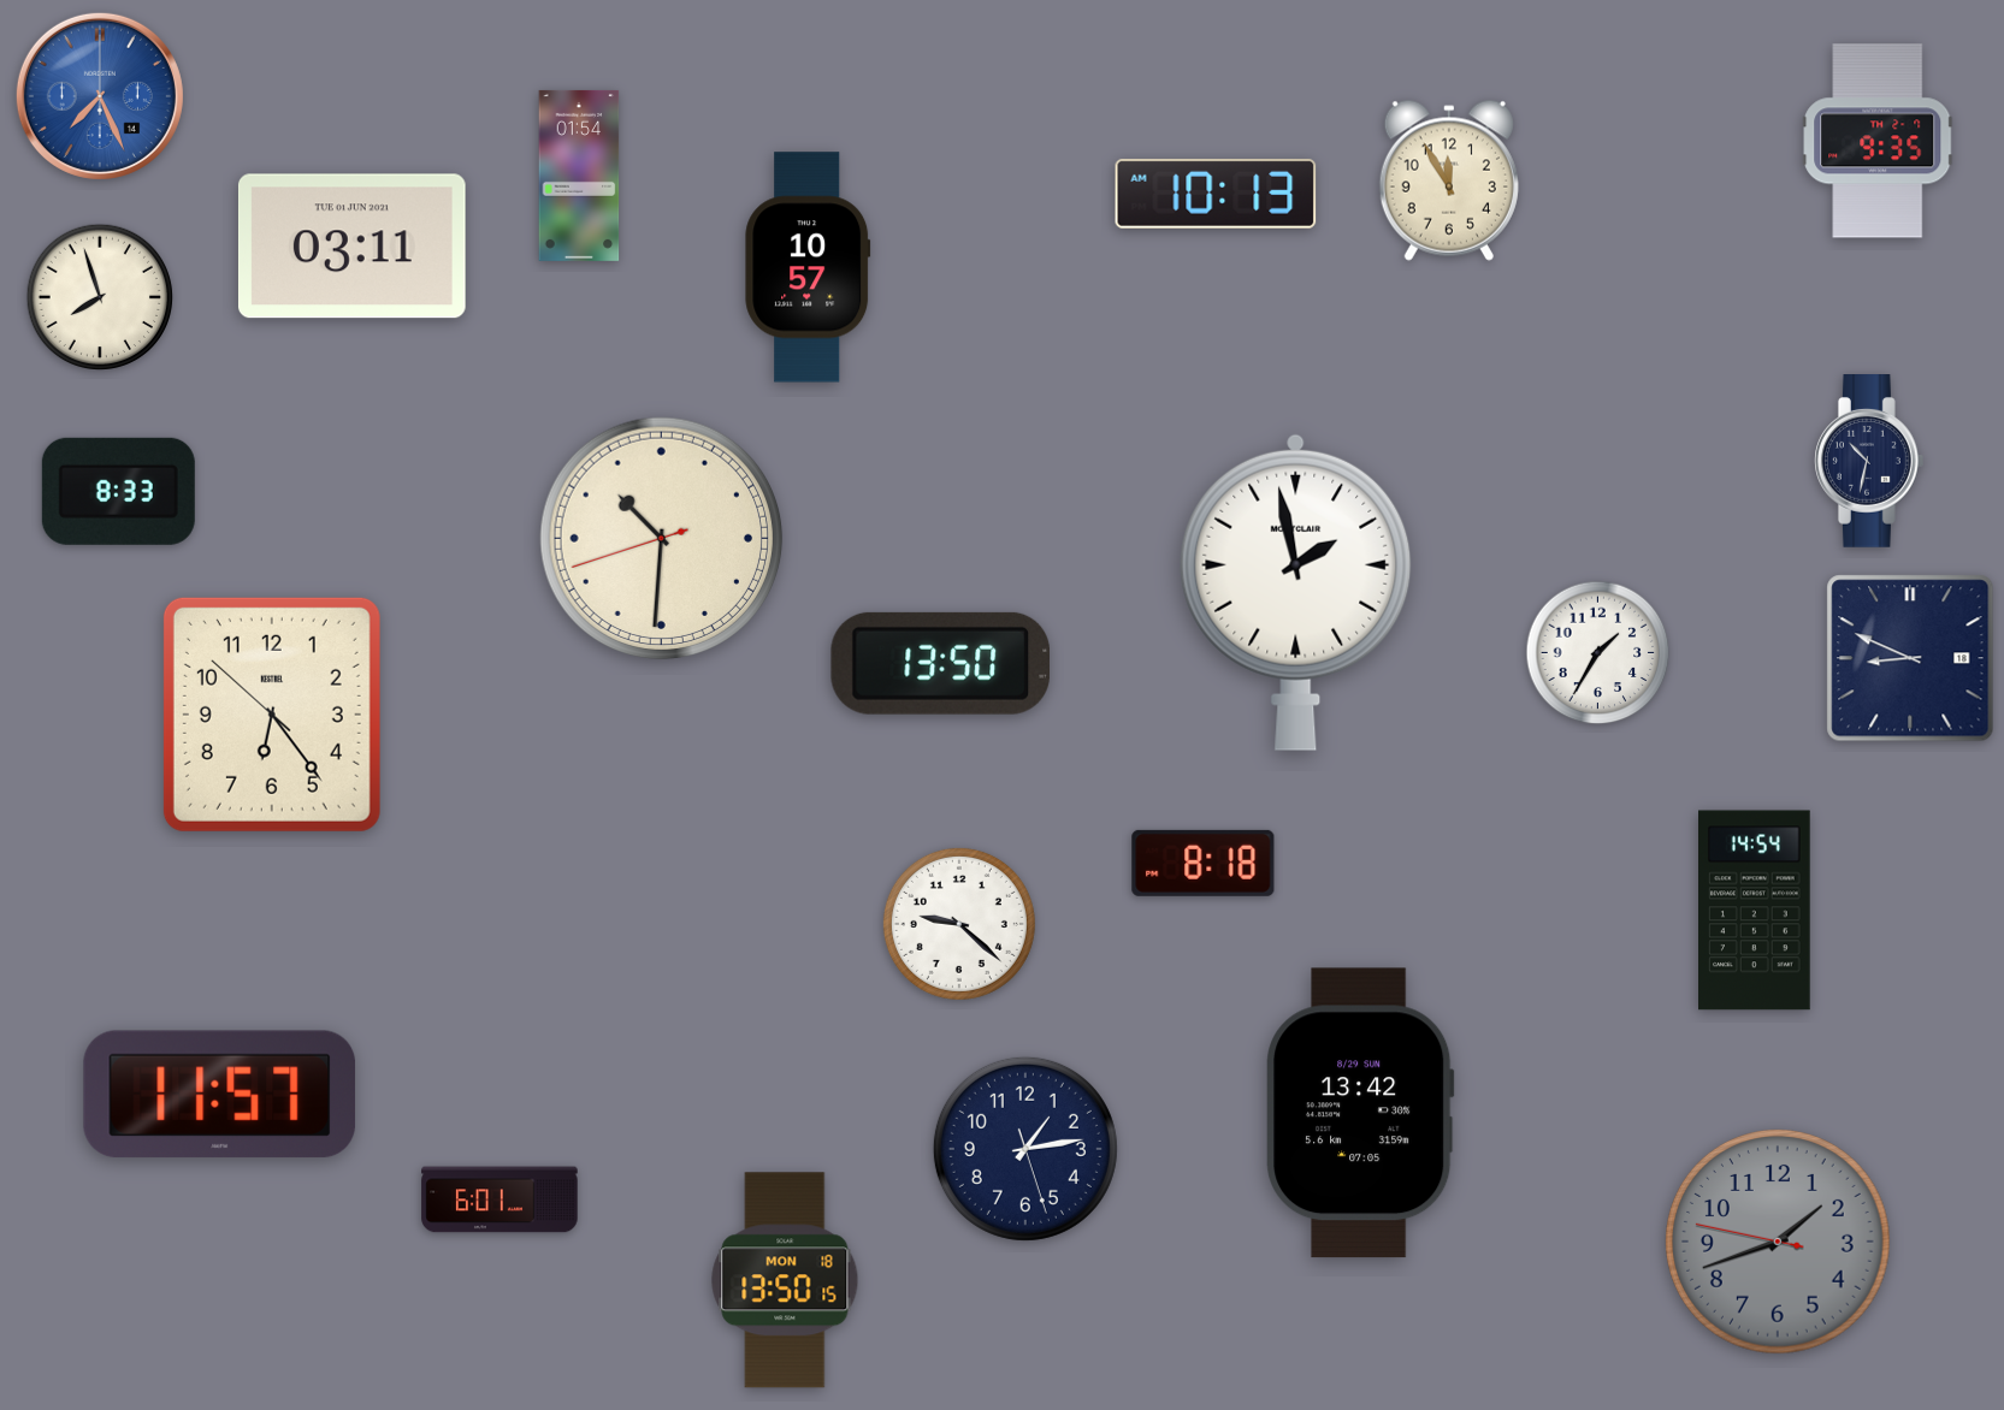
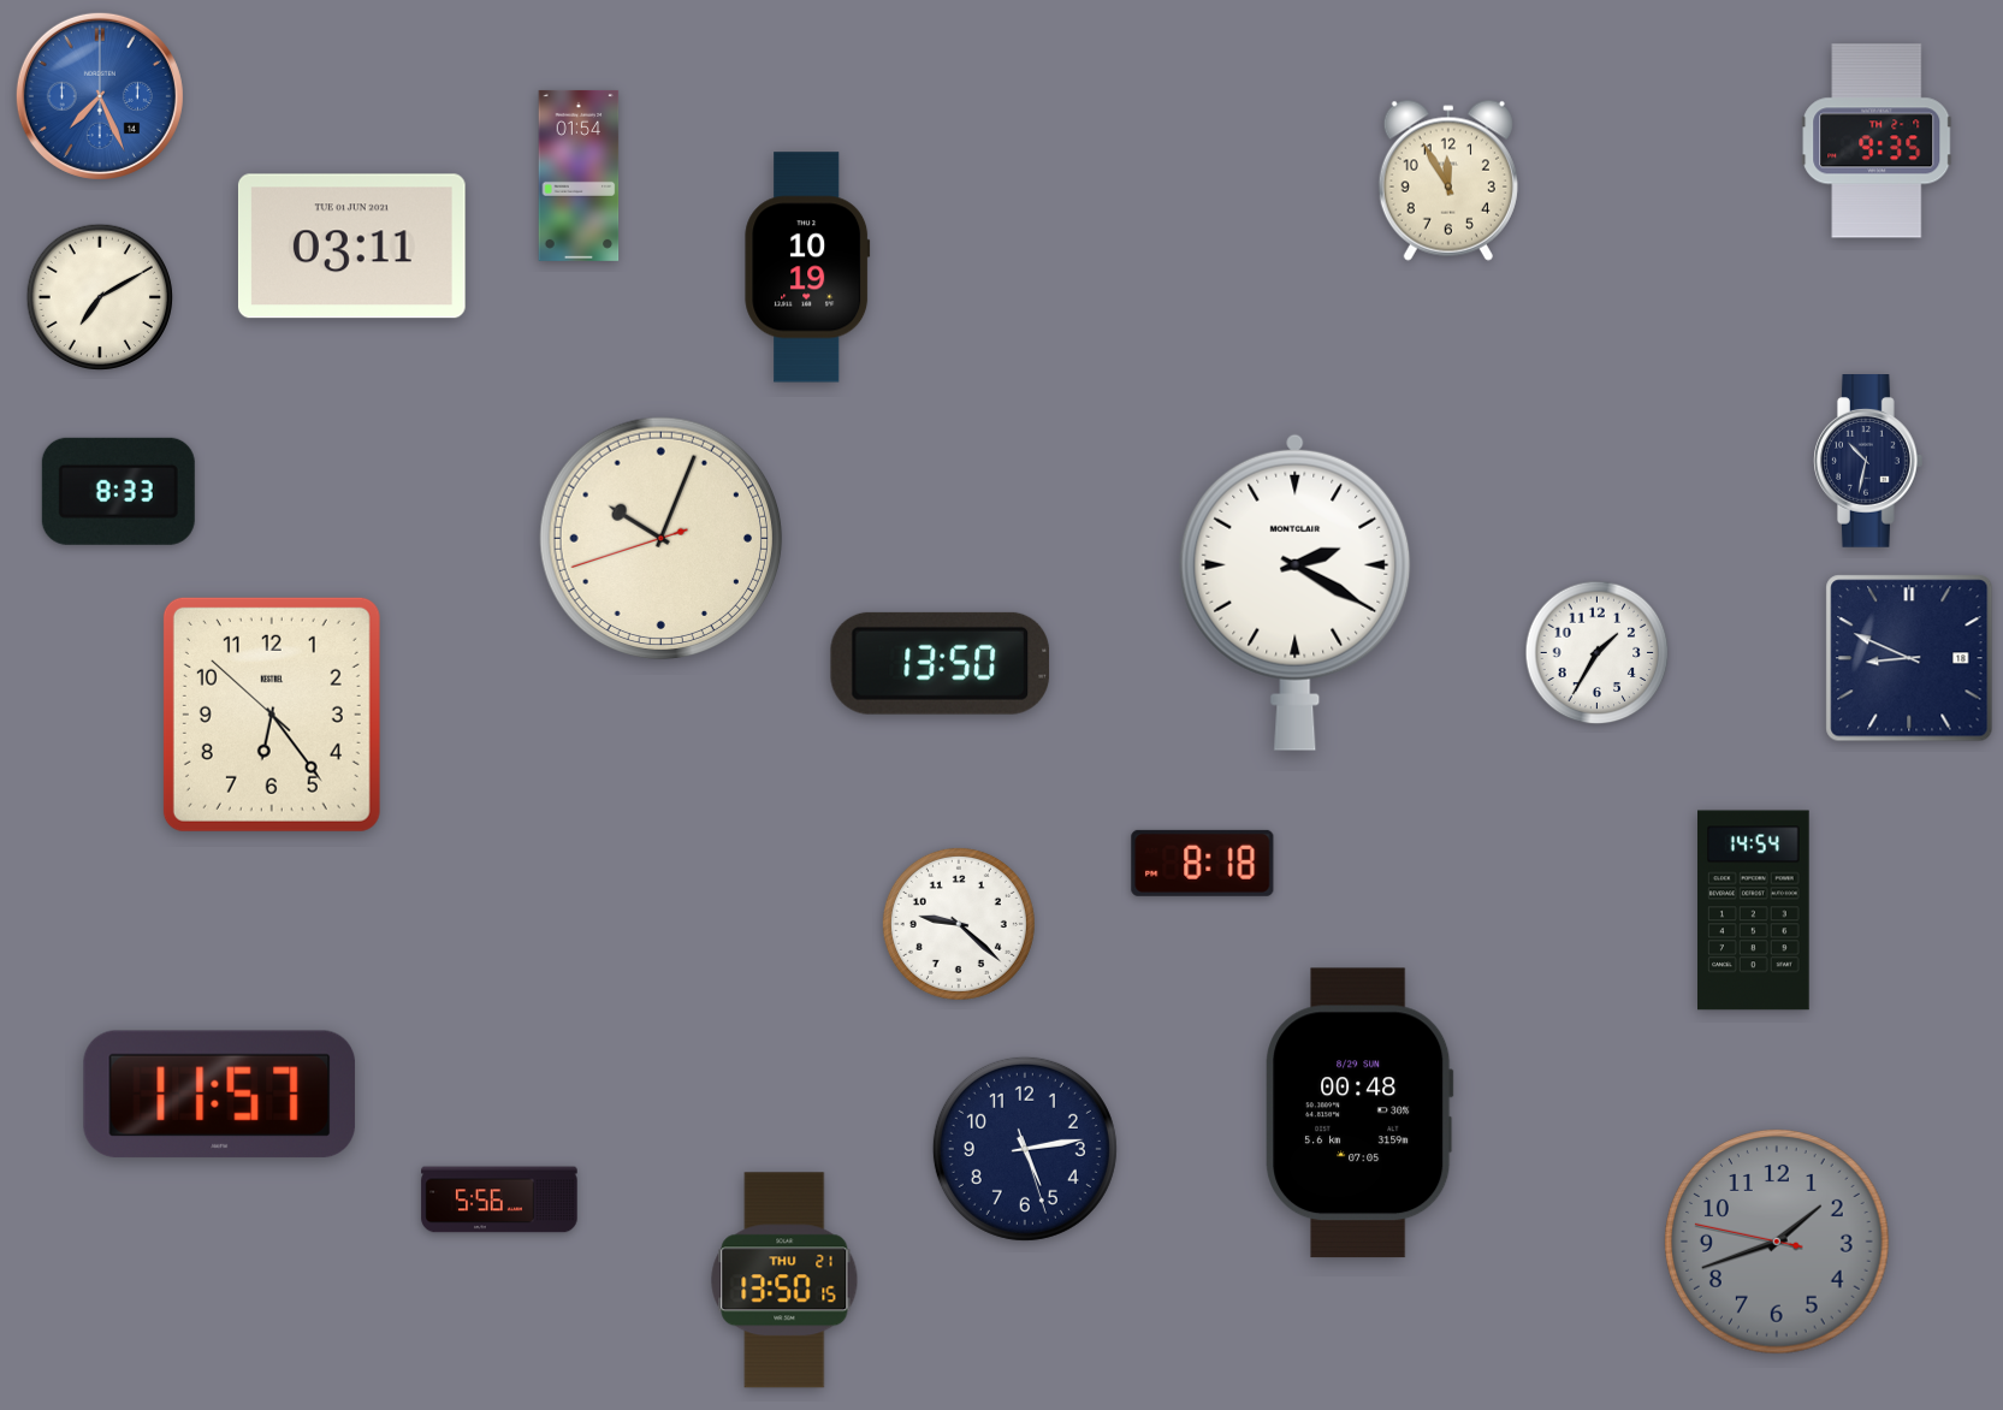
clock at (1216, 194): 10:13 -> none
clock at (808, 267): 10:57 -> 10:19
clock at (99, 296): 7:57 -> 7:10
clock at (662, 539): 10:30 -> 10:03
clock at (1296, 592): 1:58 -> 2:20
clock at (1361, 1113): 13:42 -> 00:48
clock at (1025, 1149): 1:13 -> 5:13
clock at (499, 1199): 6:01 -> 5:56
clock at (785, 1280) date: MON 18 -> THU 21
